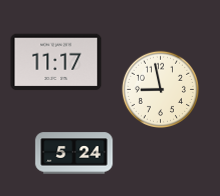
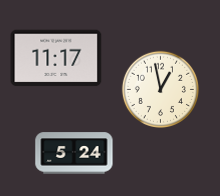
clock at (56, 62) position: (56, 62) -> (56, 58)
clock at (160, 89): 8:58 -> 12:58
